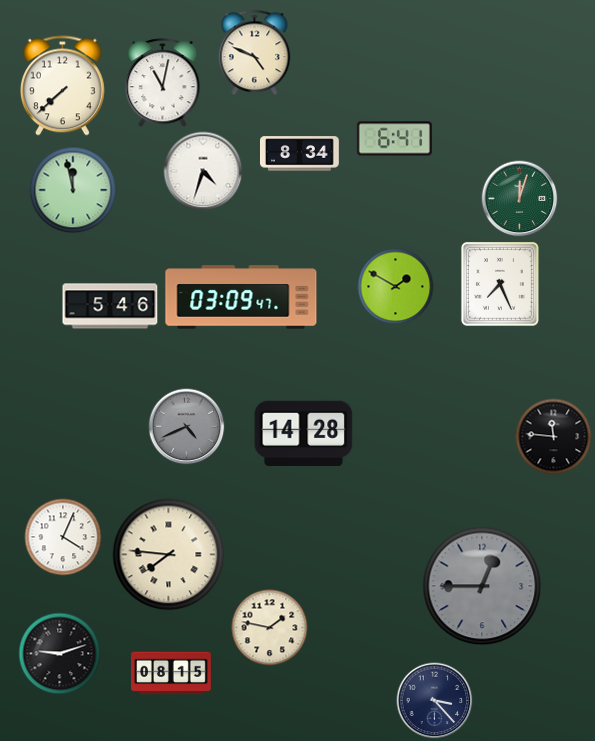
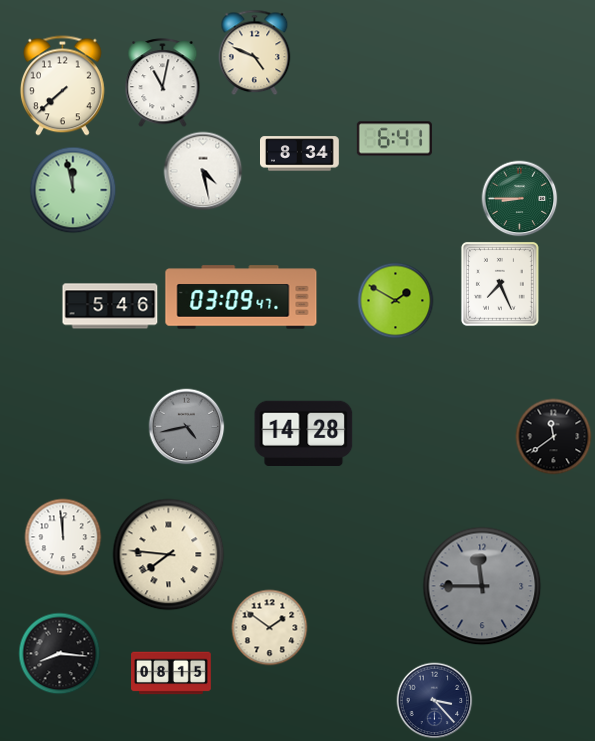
clock at (203, 171): 4:33 -> 4:28
clock at (520, 199): 12:03 -> 8:45
clock at (396, 287) position: (396, 287) -> (396, 301)
clock at (187, 427): 4:41 -> 4:43
clock at (554, 437): 11:46 -> 11:39
clock at (63, 537): 4:04 -> 11:59
clock at (482, 586): 12:45 -> 11:45
clock at (270, 628): 1:47 -> 1:51
clock at (60, 654): 9:12 -> 8:16
